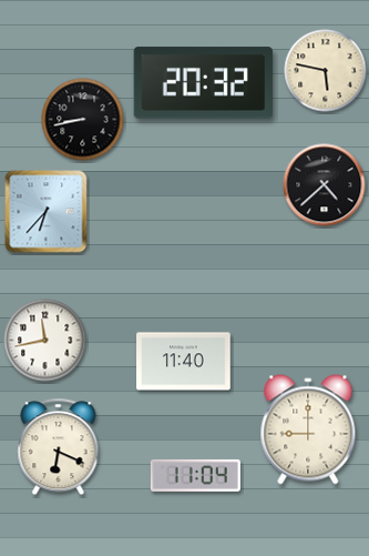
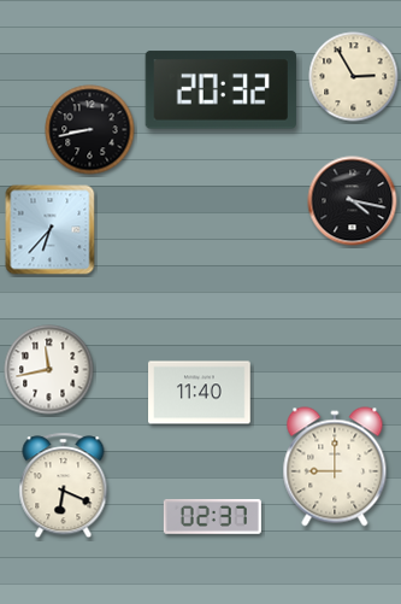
clock at (326, 71): 5:47 -> 2:55
clock at (325, 185): 4:38 -> 4:17
clock at (195, 475): 11:04 -> 02:37
